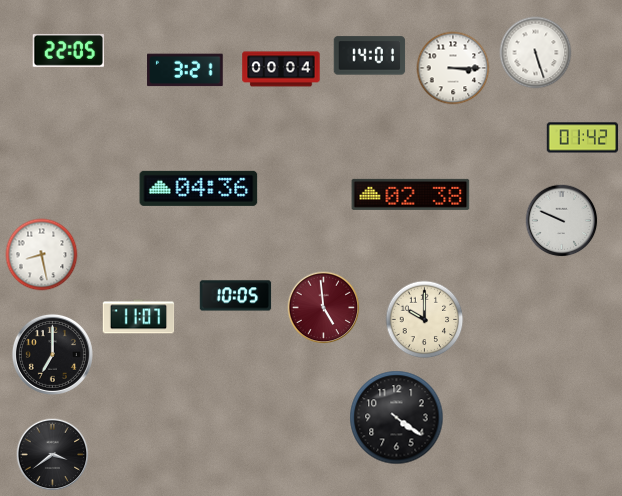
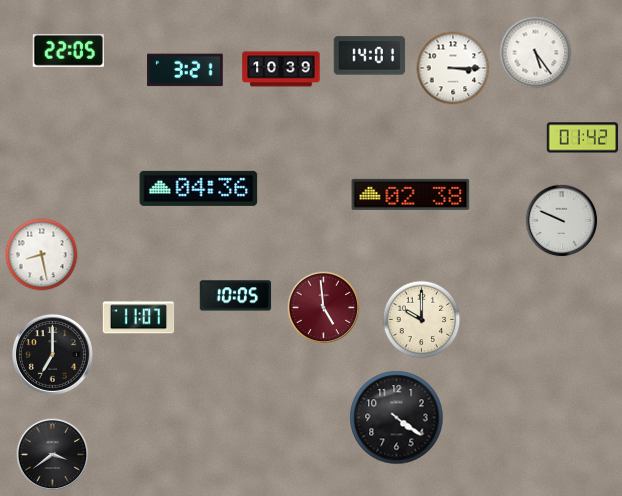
clock at (536, 53): 5:27 -> 5:24
clock at (281, 69): 00:04 -> 10:39
clock at (425, 320) position: (425, 320) -> (422, 320)
